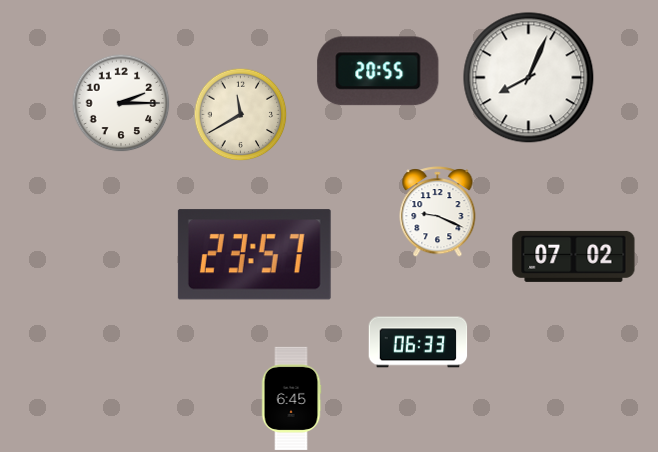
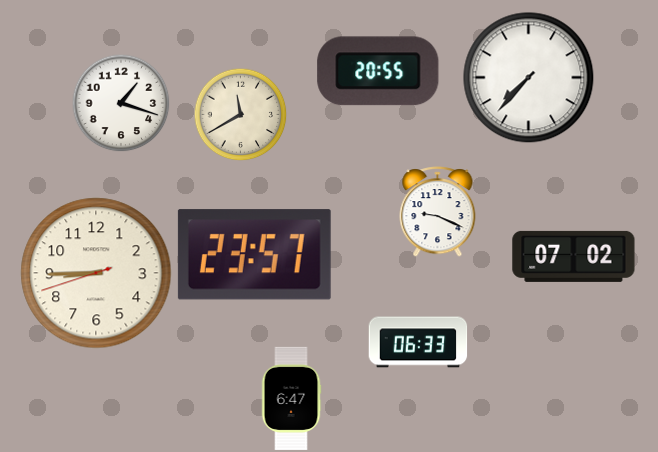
clock at (529, 78): 8:04 -> 7:37
clock at (121, 103): 2:15 -> 1:18
clock at (96, 273): none -> 8:44
clock at (291, 398): 6:45 -> 6:47
